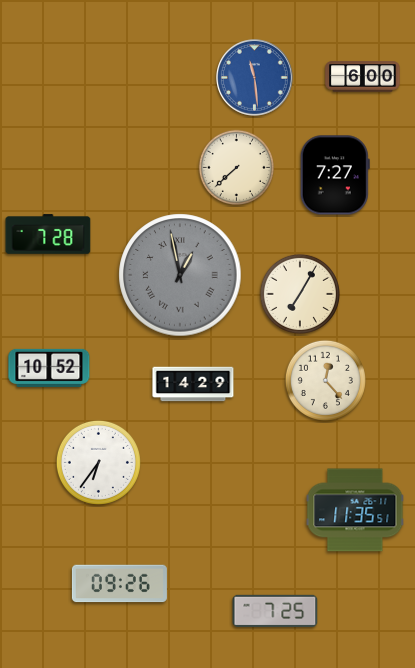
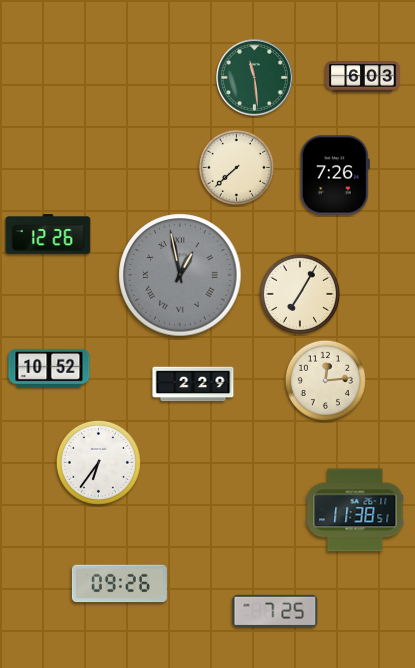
clock at (363, 77): 6:00 -> 6:03
clock at (255, 78) dial: blue -> green
clock at (335, 175): 7:27 -> 7:26
clock at (48, 234): 7:28 -> 12:26
clock at (325, 380): 12:23 -> 12:14
clock at (193, 384): 14:29 -> 2:29
clock at (355, 510): 11:35 -> 11:38
